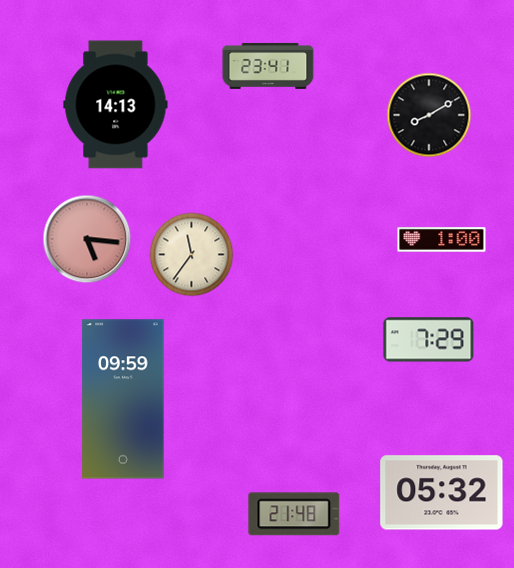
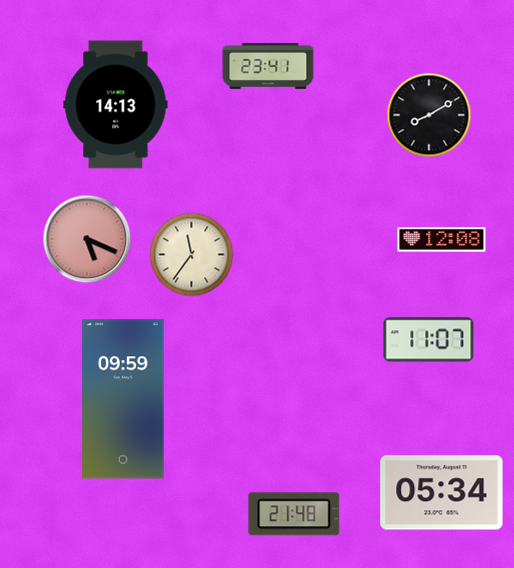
clock at (87, 239): 5:16 -> 5:19
clock at (442, 240): 1:00 -> 12:08
clock at (429, 340): 7:29 -> 11:07
clock at (442, 493): 05:32 -> 05:34
